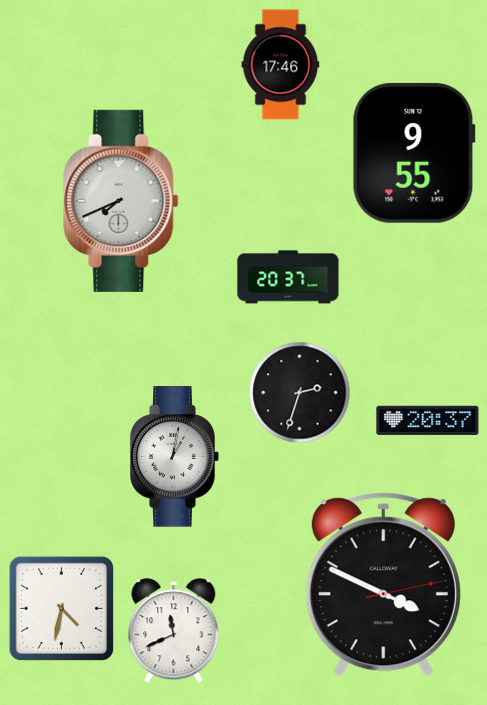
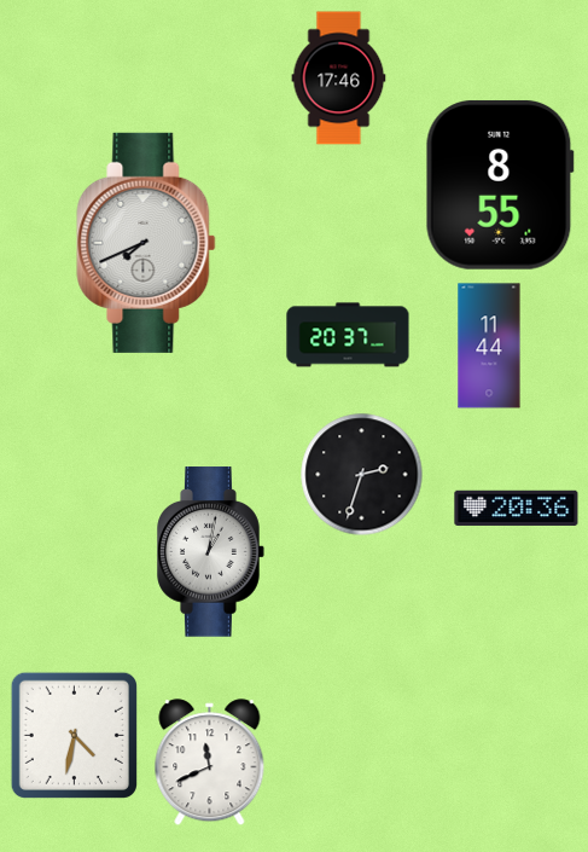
clock at (414, 153): 9:55 -> 8:55
clock at (489, 346): none -> 11:44
clock at (428, 420): 20:37 -> 20:36
clock at (383, 585): 3:49 -> none
